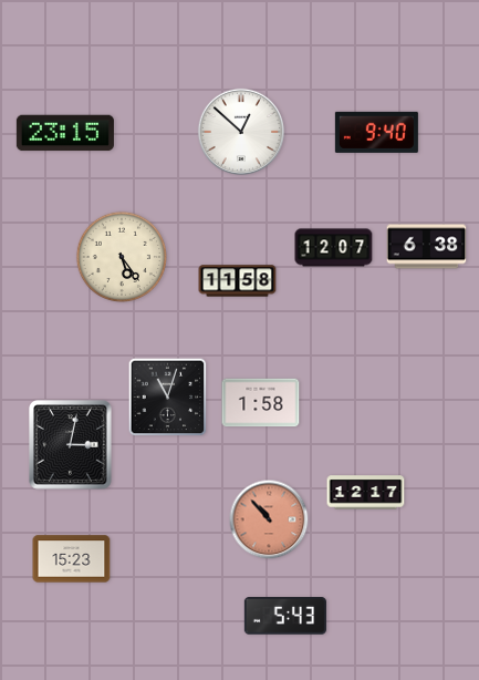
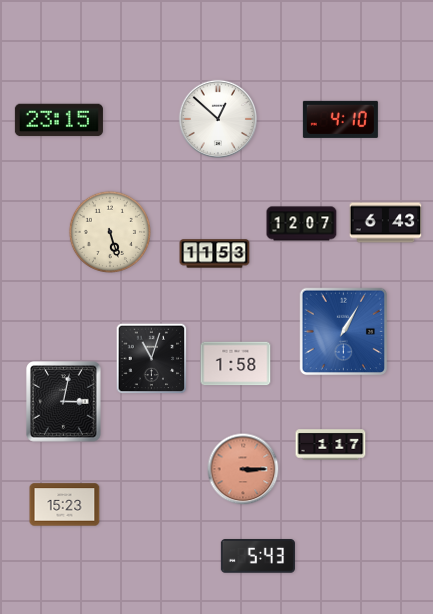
clock at (376, 132): 9:40 -> 4:10
clock at (427, 247): 6:38 -> 6:43
clock at (122, 257): 5:24 -> 5:27
clock at (238, 281): 11:58 -> 11:53
clock at (344, 332): none -> 1:05
clock at (366, 493): 12:17 -> 1:17
clock at (269, 519): 10:53 -> 3:15
